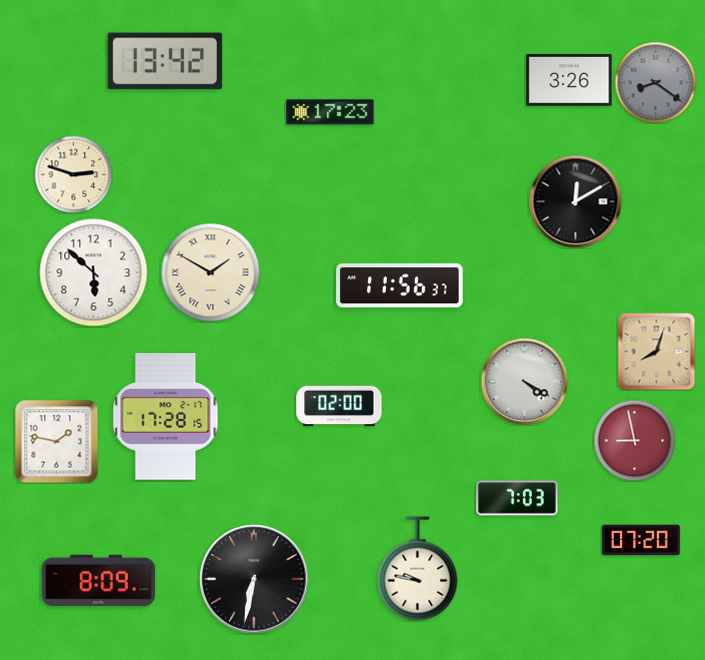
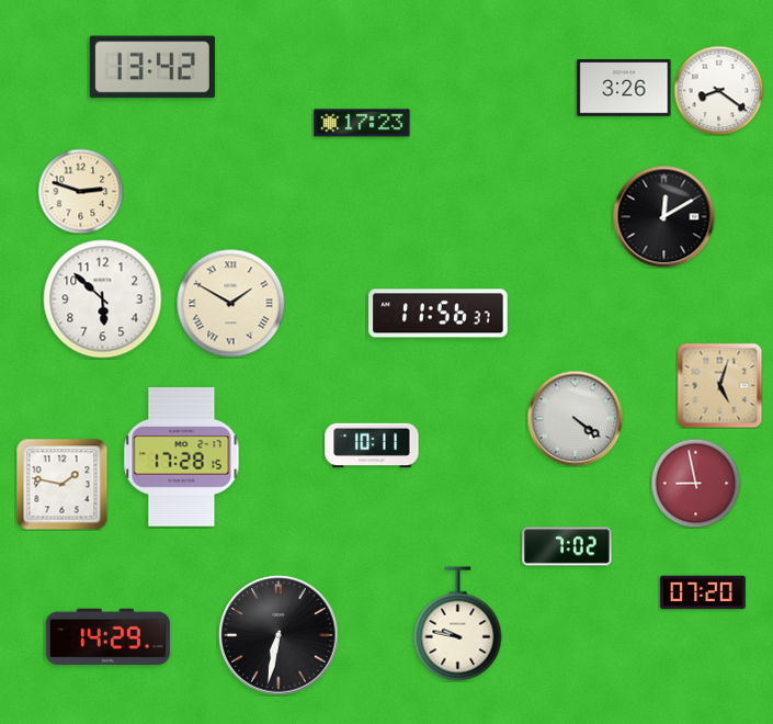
clock at (165, 61) position: (165, 61) -> (152, 67)
clock at (655, 82) dial: grey -> white
clock at (575, 201) position: (575, 201) -> (663, 216)
clock at (211, 273) position: (211, 273) -> (231, 304)
clock at (656, 351): 8:03 -> 5:03
clock at (524, 381): 4:20 -> 4:21
clock at (339, 406): 02:00 -> 10:11
clock at (517, 498): 7:03 -> 7:02
clock at (98, 580): 8:09 -> 14:29
